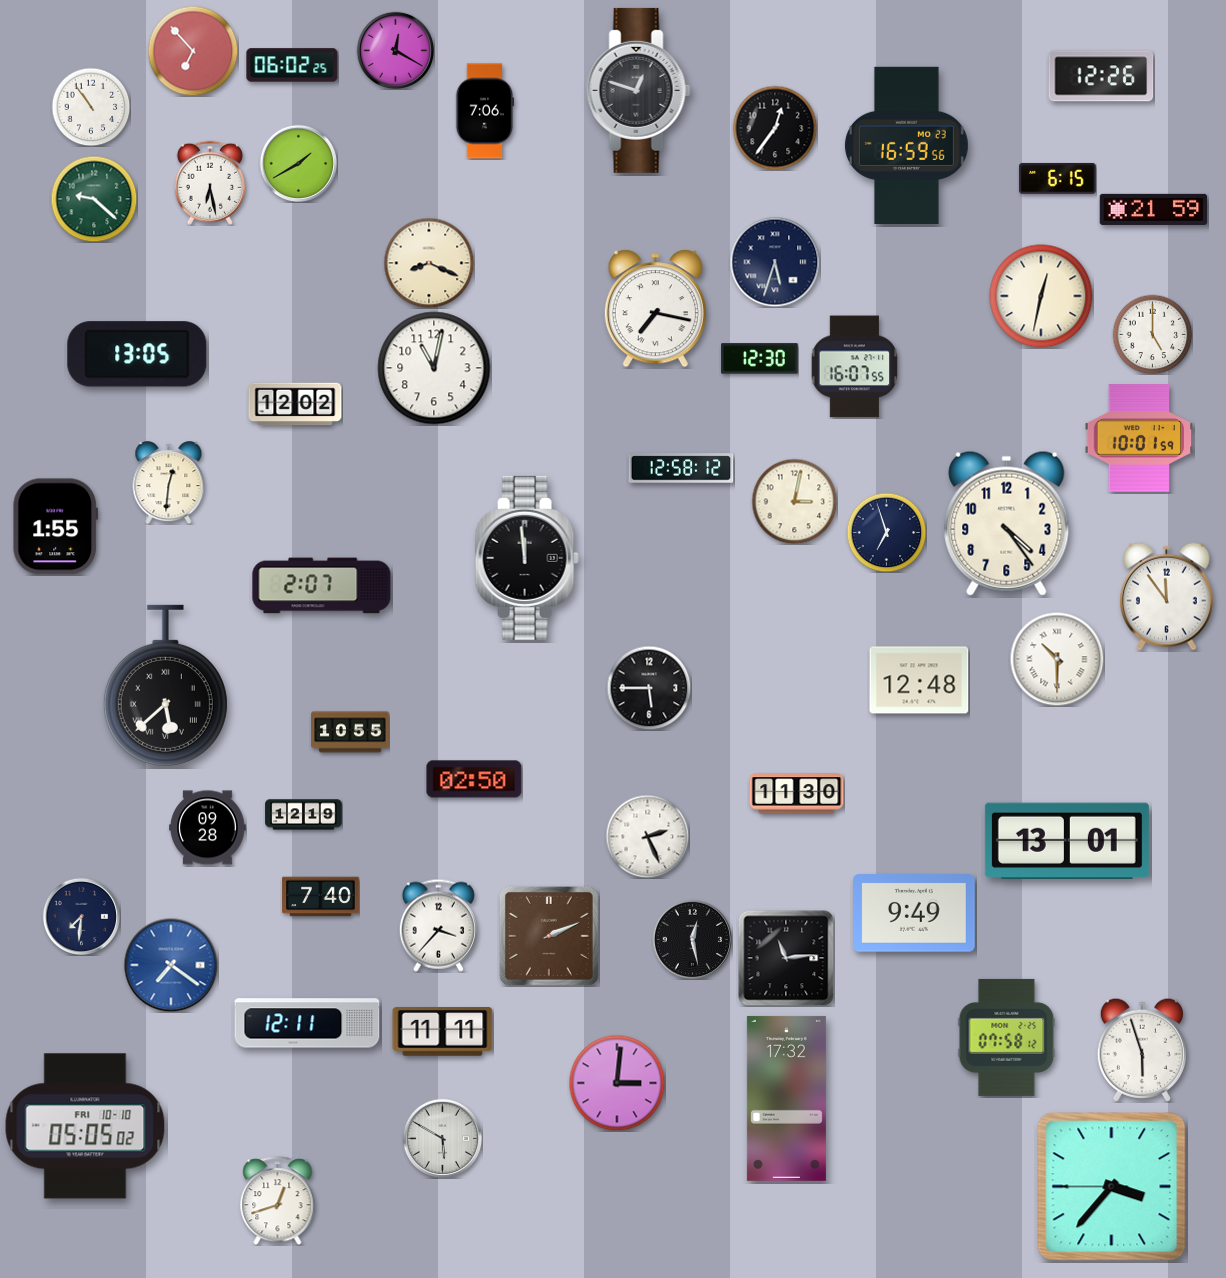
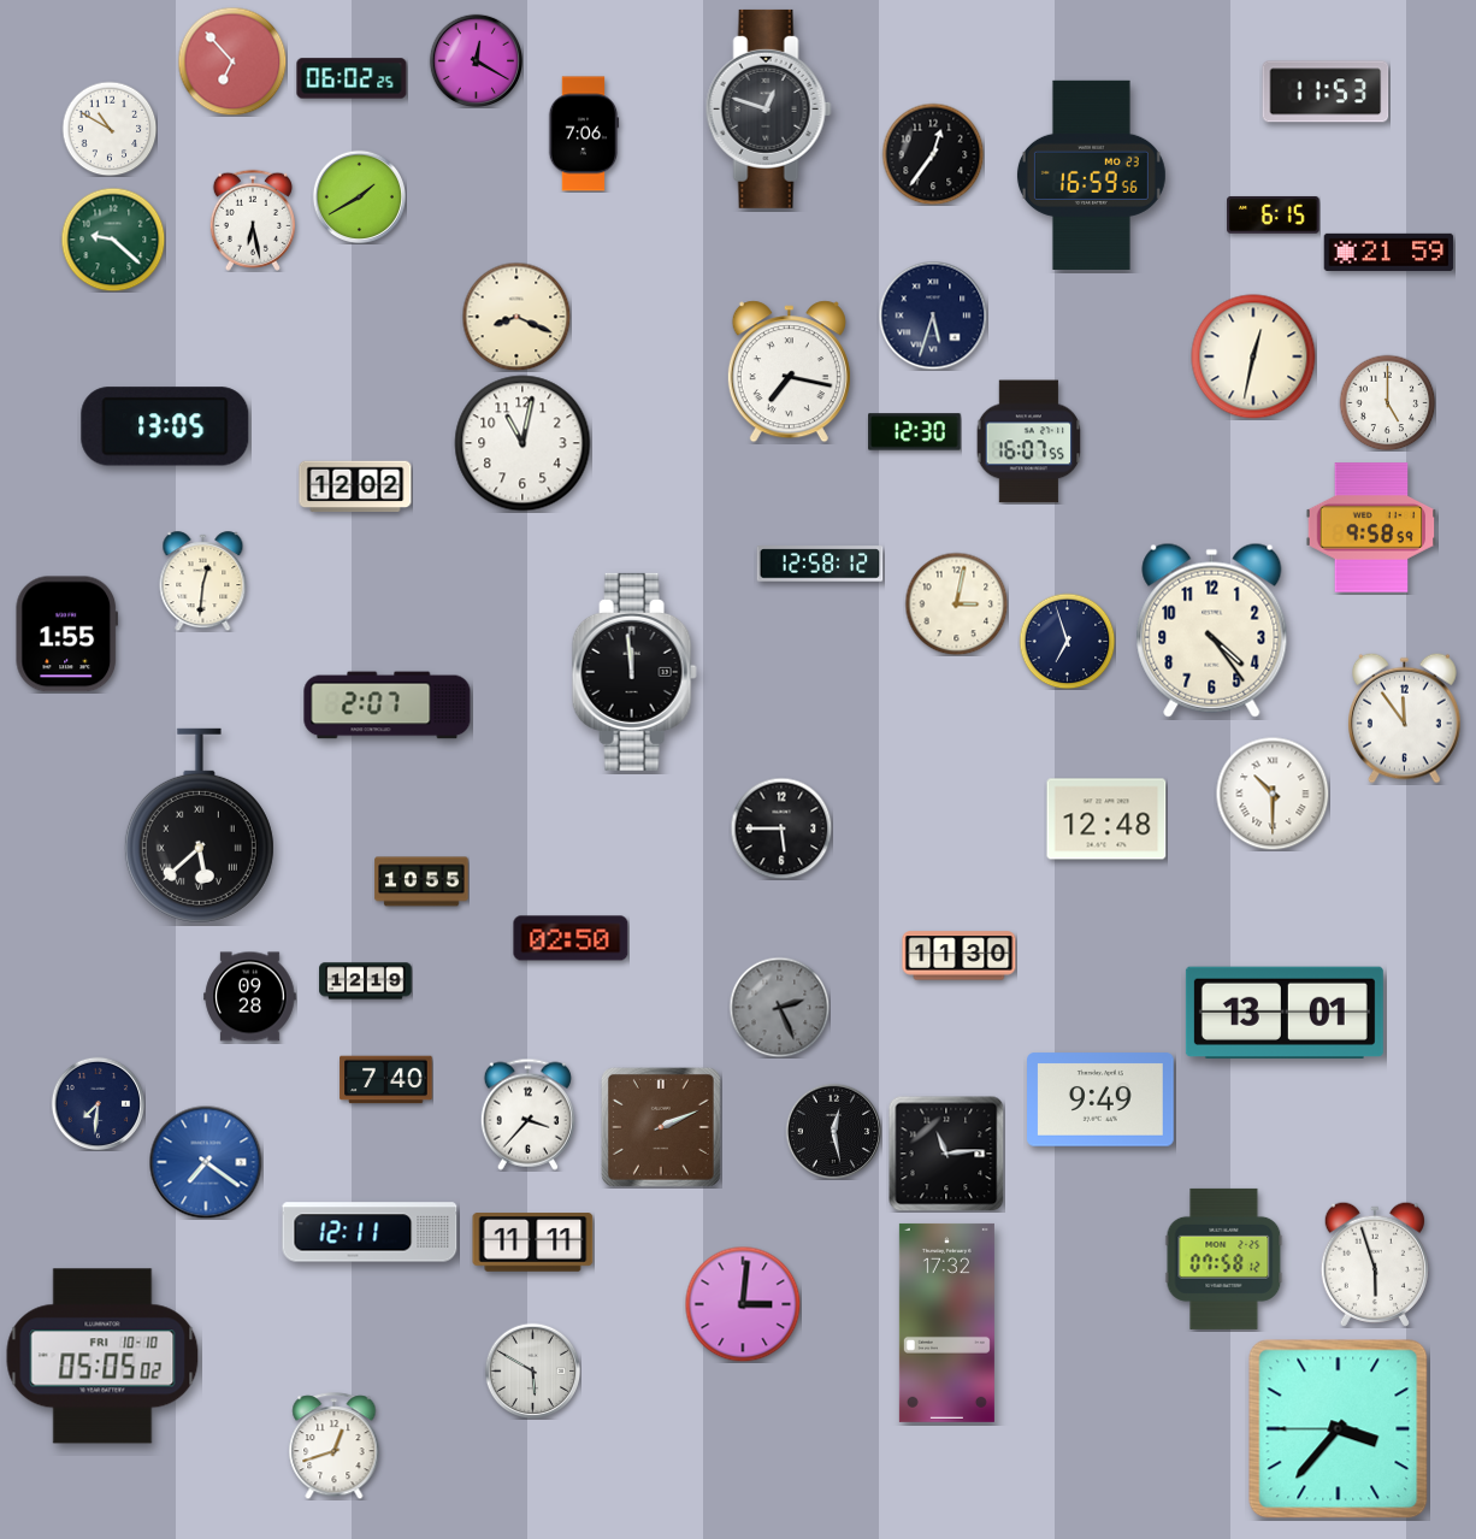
clock at (1101, 76): 12:26 -> 11:53
clock at (91, 107): 10:54 -> 10:50
clock at (1139, 438): 10:01 -> 9:58
clock at (647, 836) dial: white -> grey
clock at (1007, 1037) position: (1007, 1037) -> (1224, 1258)
